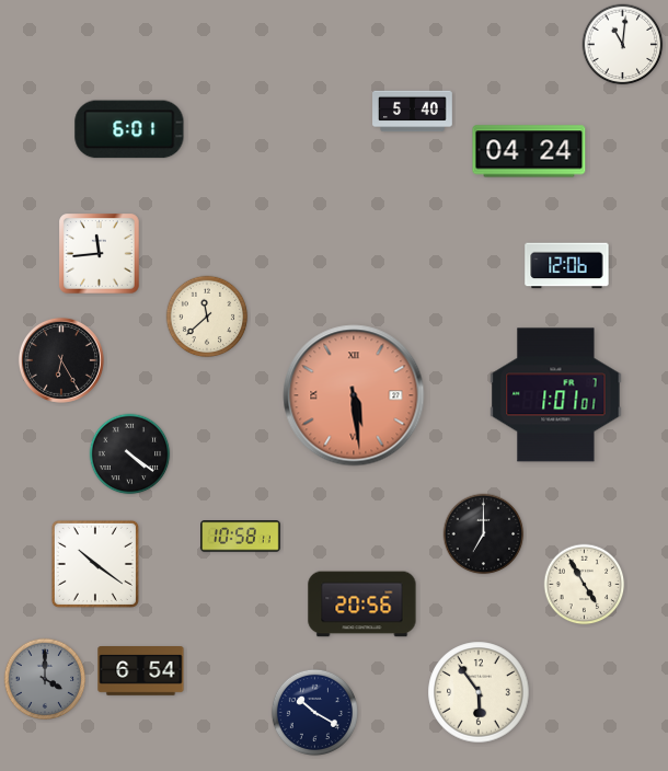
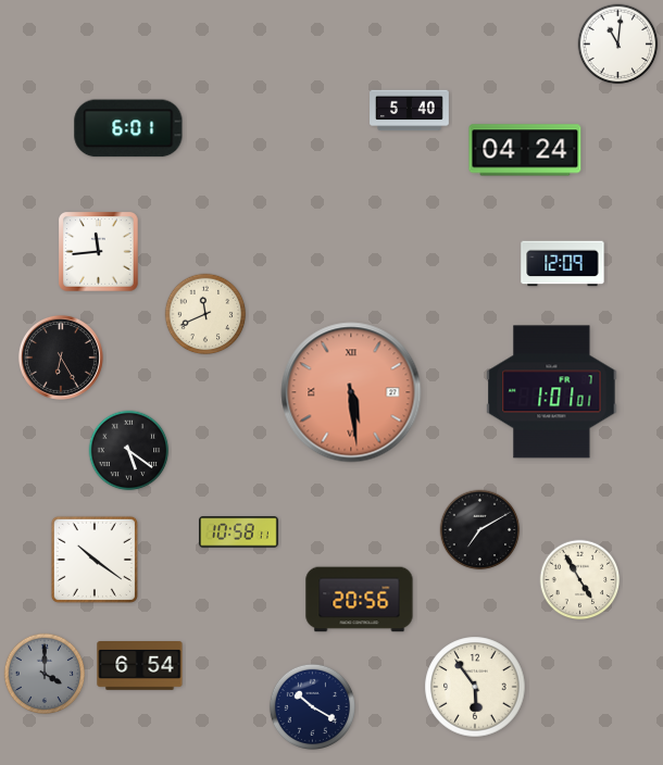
clock at (567, 266): 12:06 -> 12:09
clock at (207, 317): 11:38 -> 11:41
clock at (130, 454): 4:21 -> 5:21
clock at (484, 534): 7:00 -> 7:10
